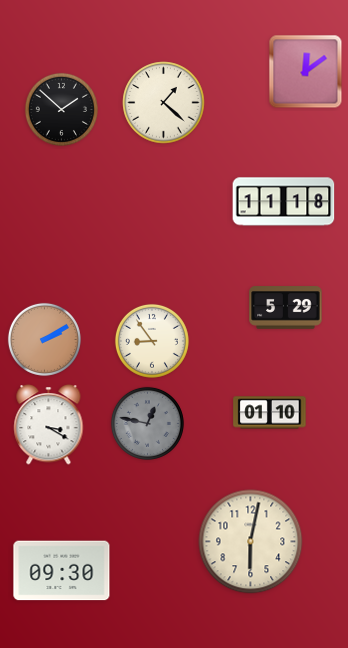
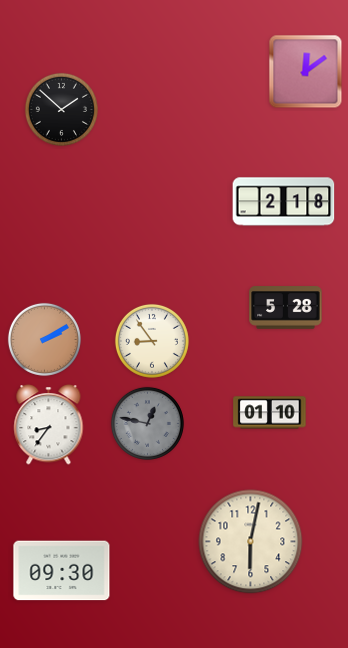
clock at (164, 103): 1:22 -> none
clock at (284, 202): 11:18 -> 2:18
clock at (286, 308): 5:29 -> 5:28
clock at (49, 425): 3:20 -> 8:36
